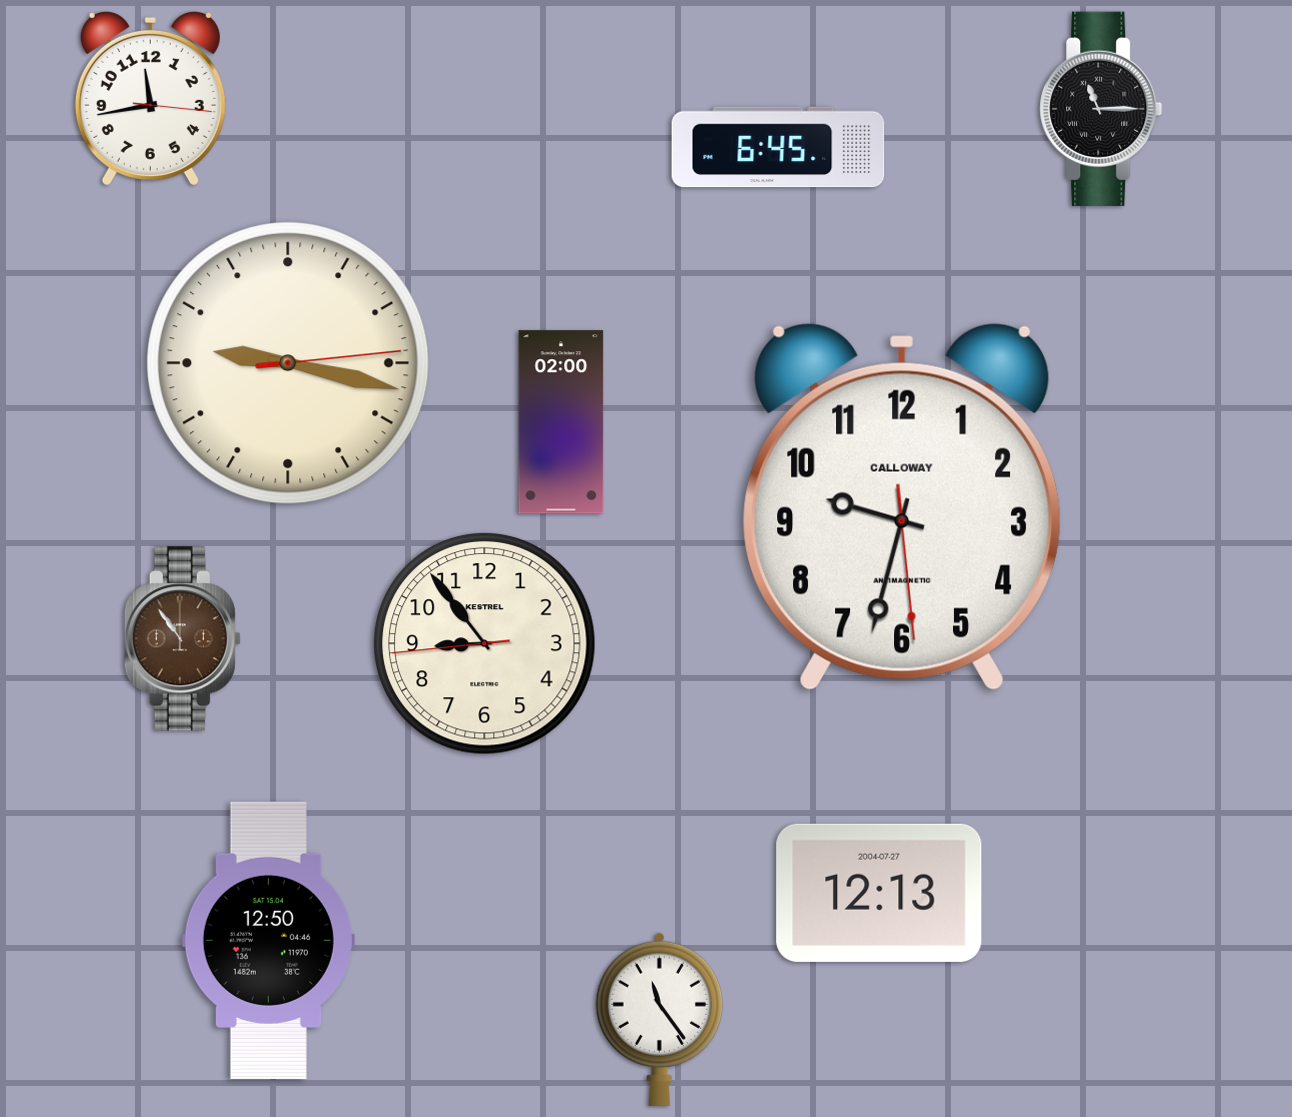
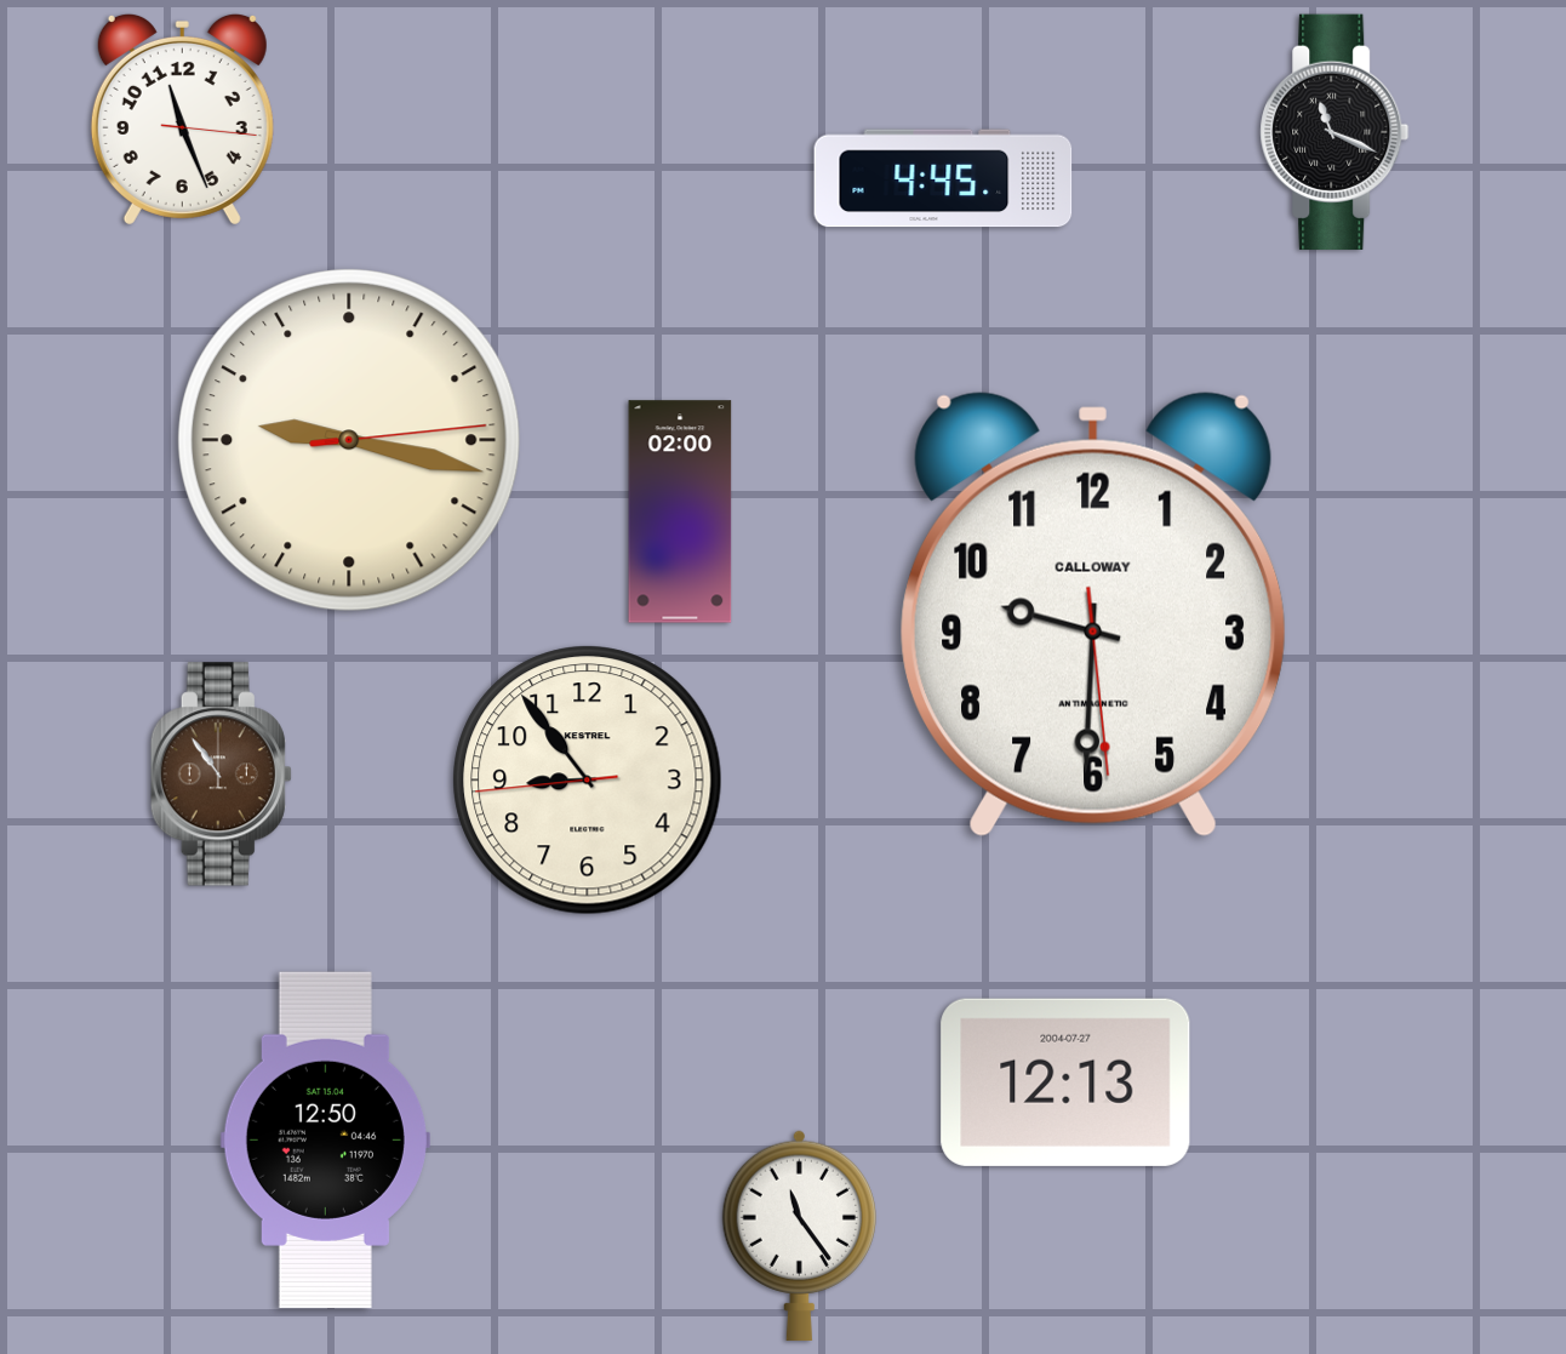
clock at (150, 98): 11:43 -> 11:26
clock at (1101, 109): 11:15 -> 11:19
clock at (778, 147): 6:45 -> 4:45
clock at (902, 507): 9:32 -> 9:30
